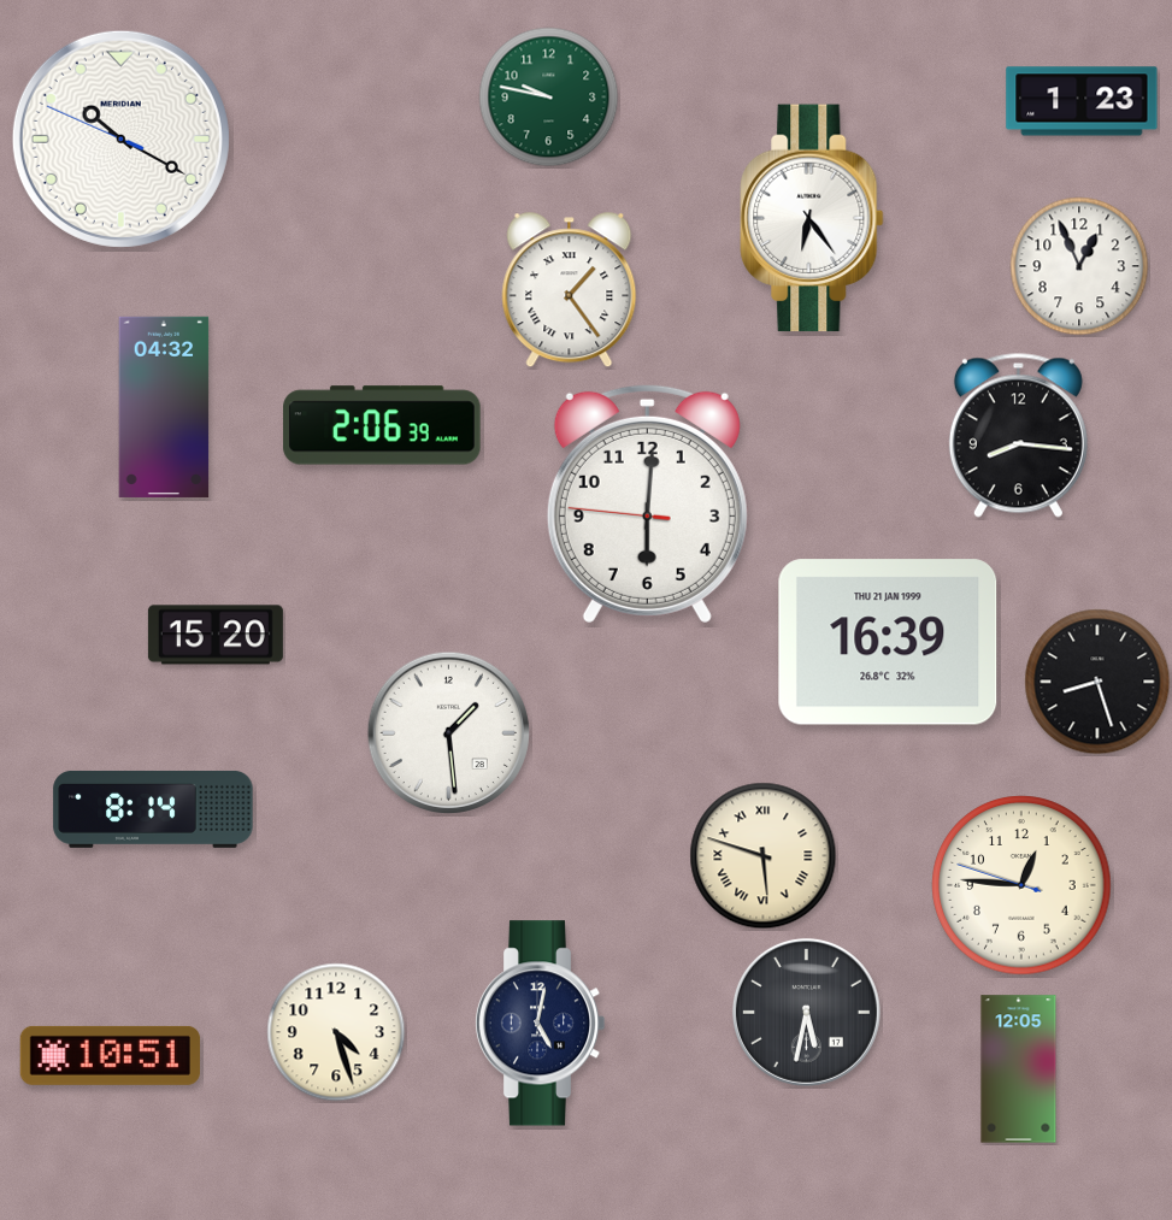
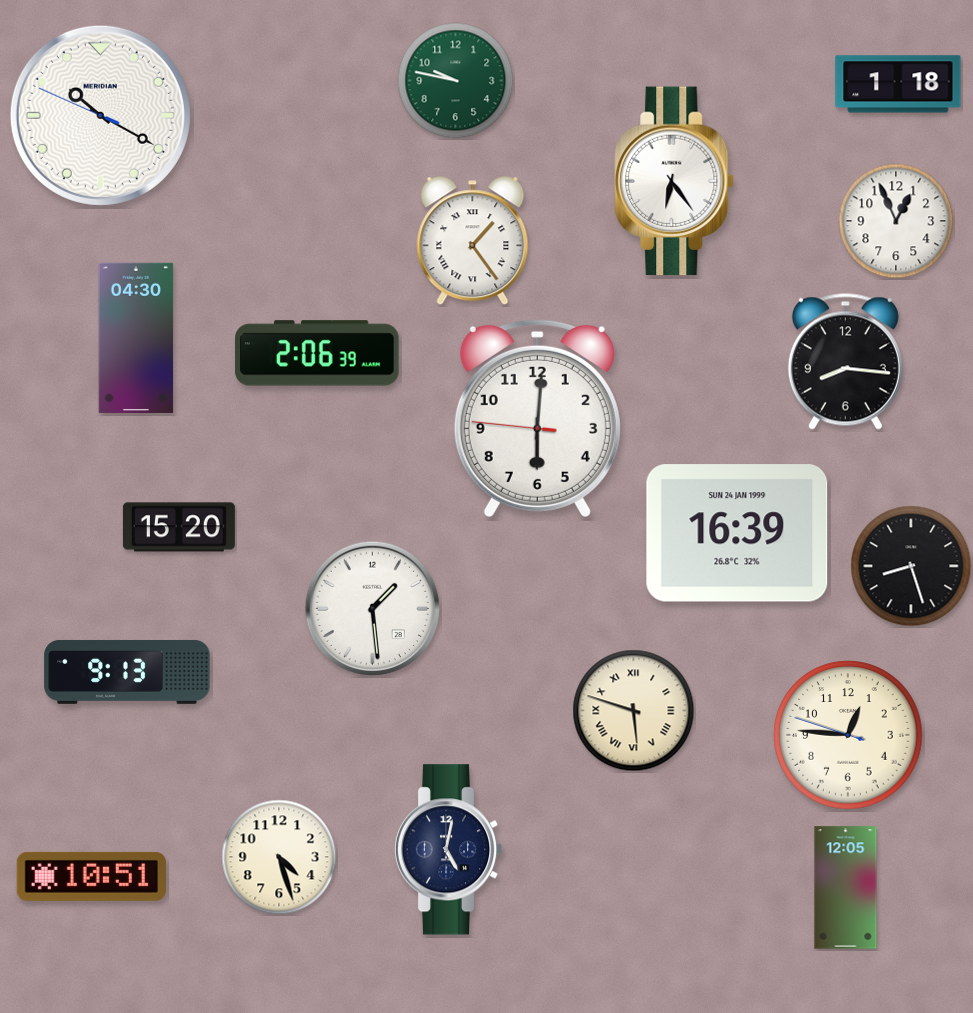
clock at (1082, 101): 1:23 -> 1:18
clock at (164, 407): 04:32 -> 04:30
clock at (888, 642) date: THU 21 JAN 1999 -> SUN 24 JAN 1999
clock at (153, 809): 8:14 -> 9:13
clock at (806, 1012): 5:32 -> none
